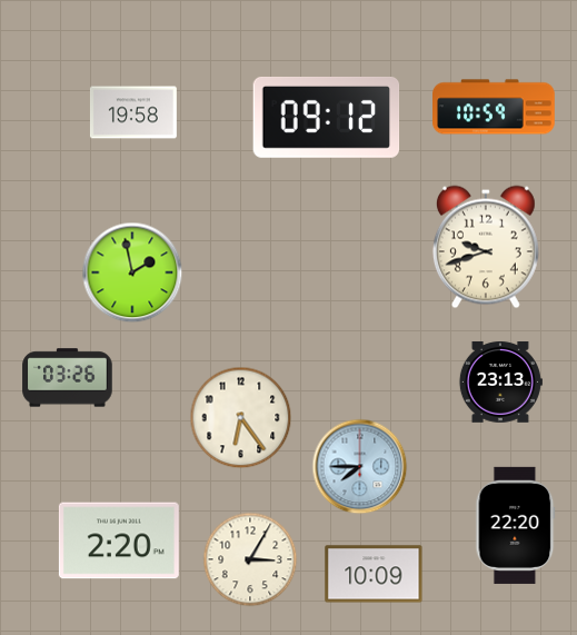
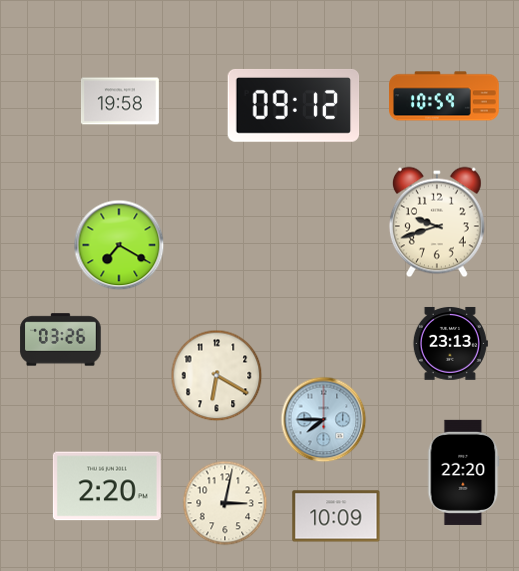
clock at (132, 272): 1:58 -> 7:20
clock at (241, 418): 6:24 -> 6:20
clock at (250, 559): 3:05 -> 3:02
